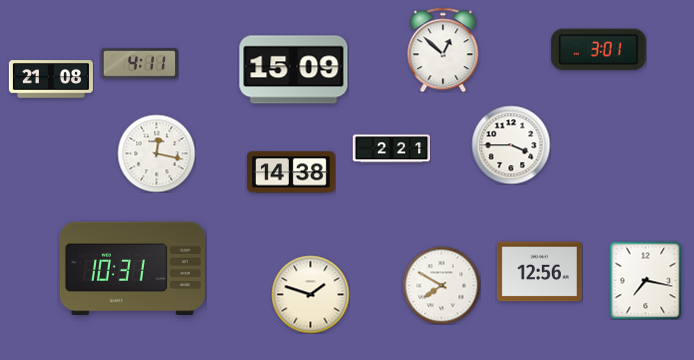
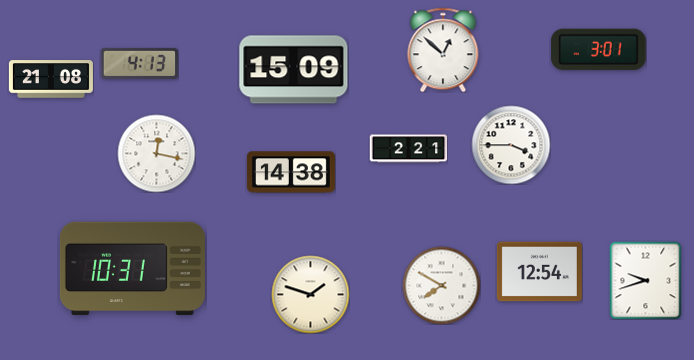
clock at (139, 63): 4:11 -> 4:13
clock at (391, 149) position: (391, 149) -> (408, 149)
clock at (539, 272): 12:56 -> 12:54
clock at (646, 280): 7:17 -> 9:42
